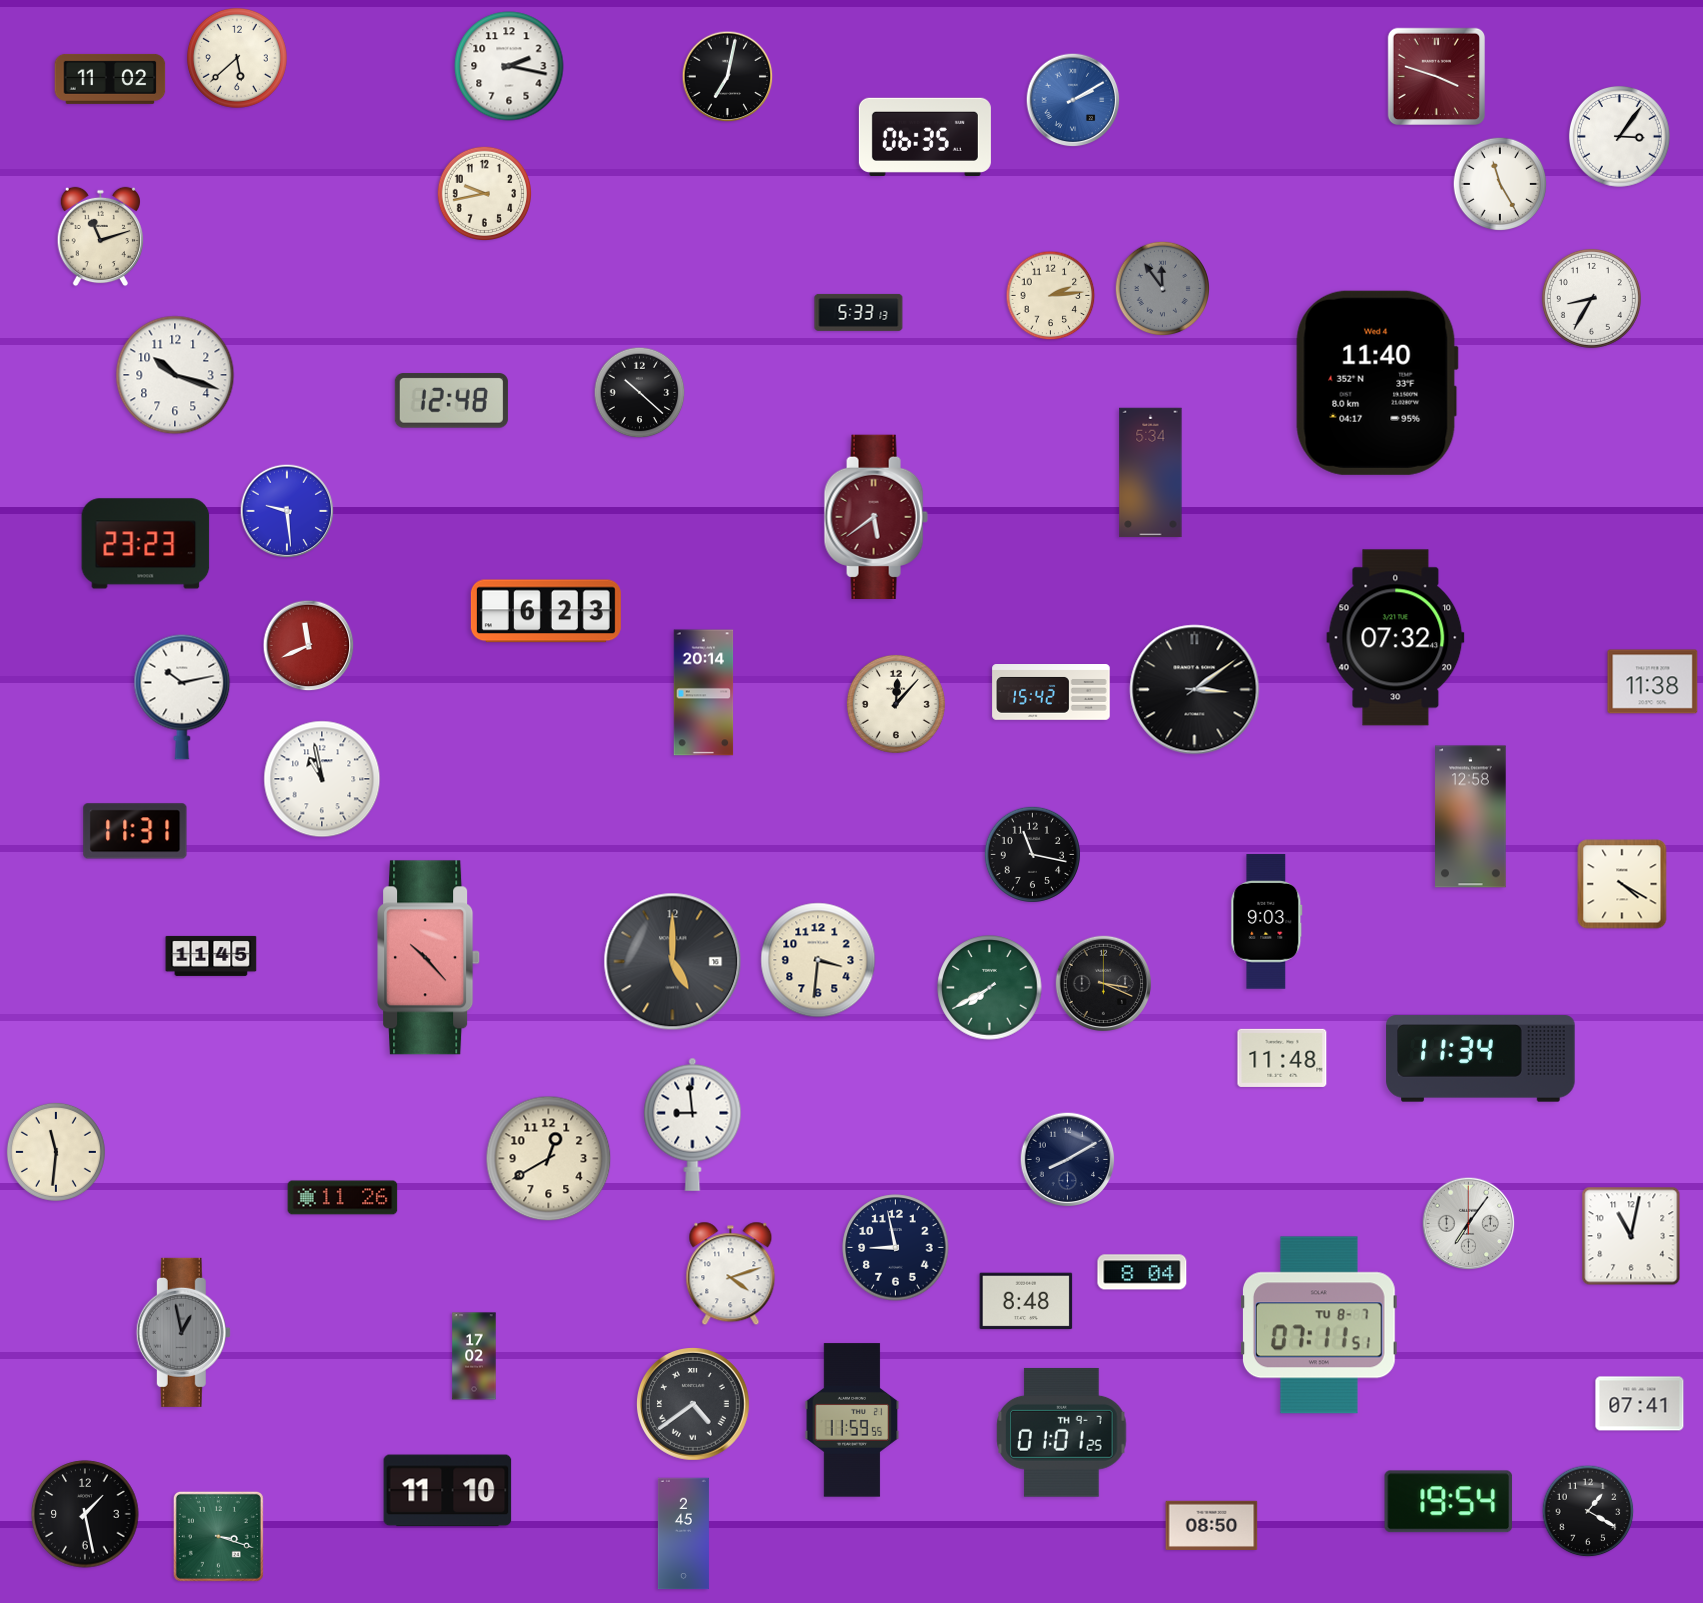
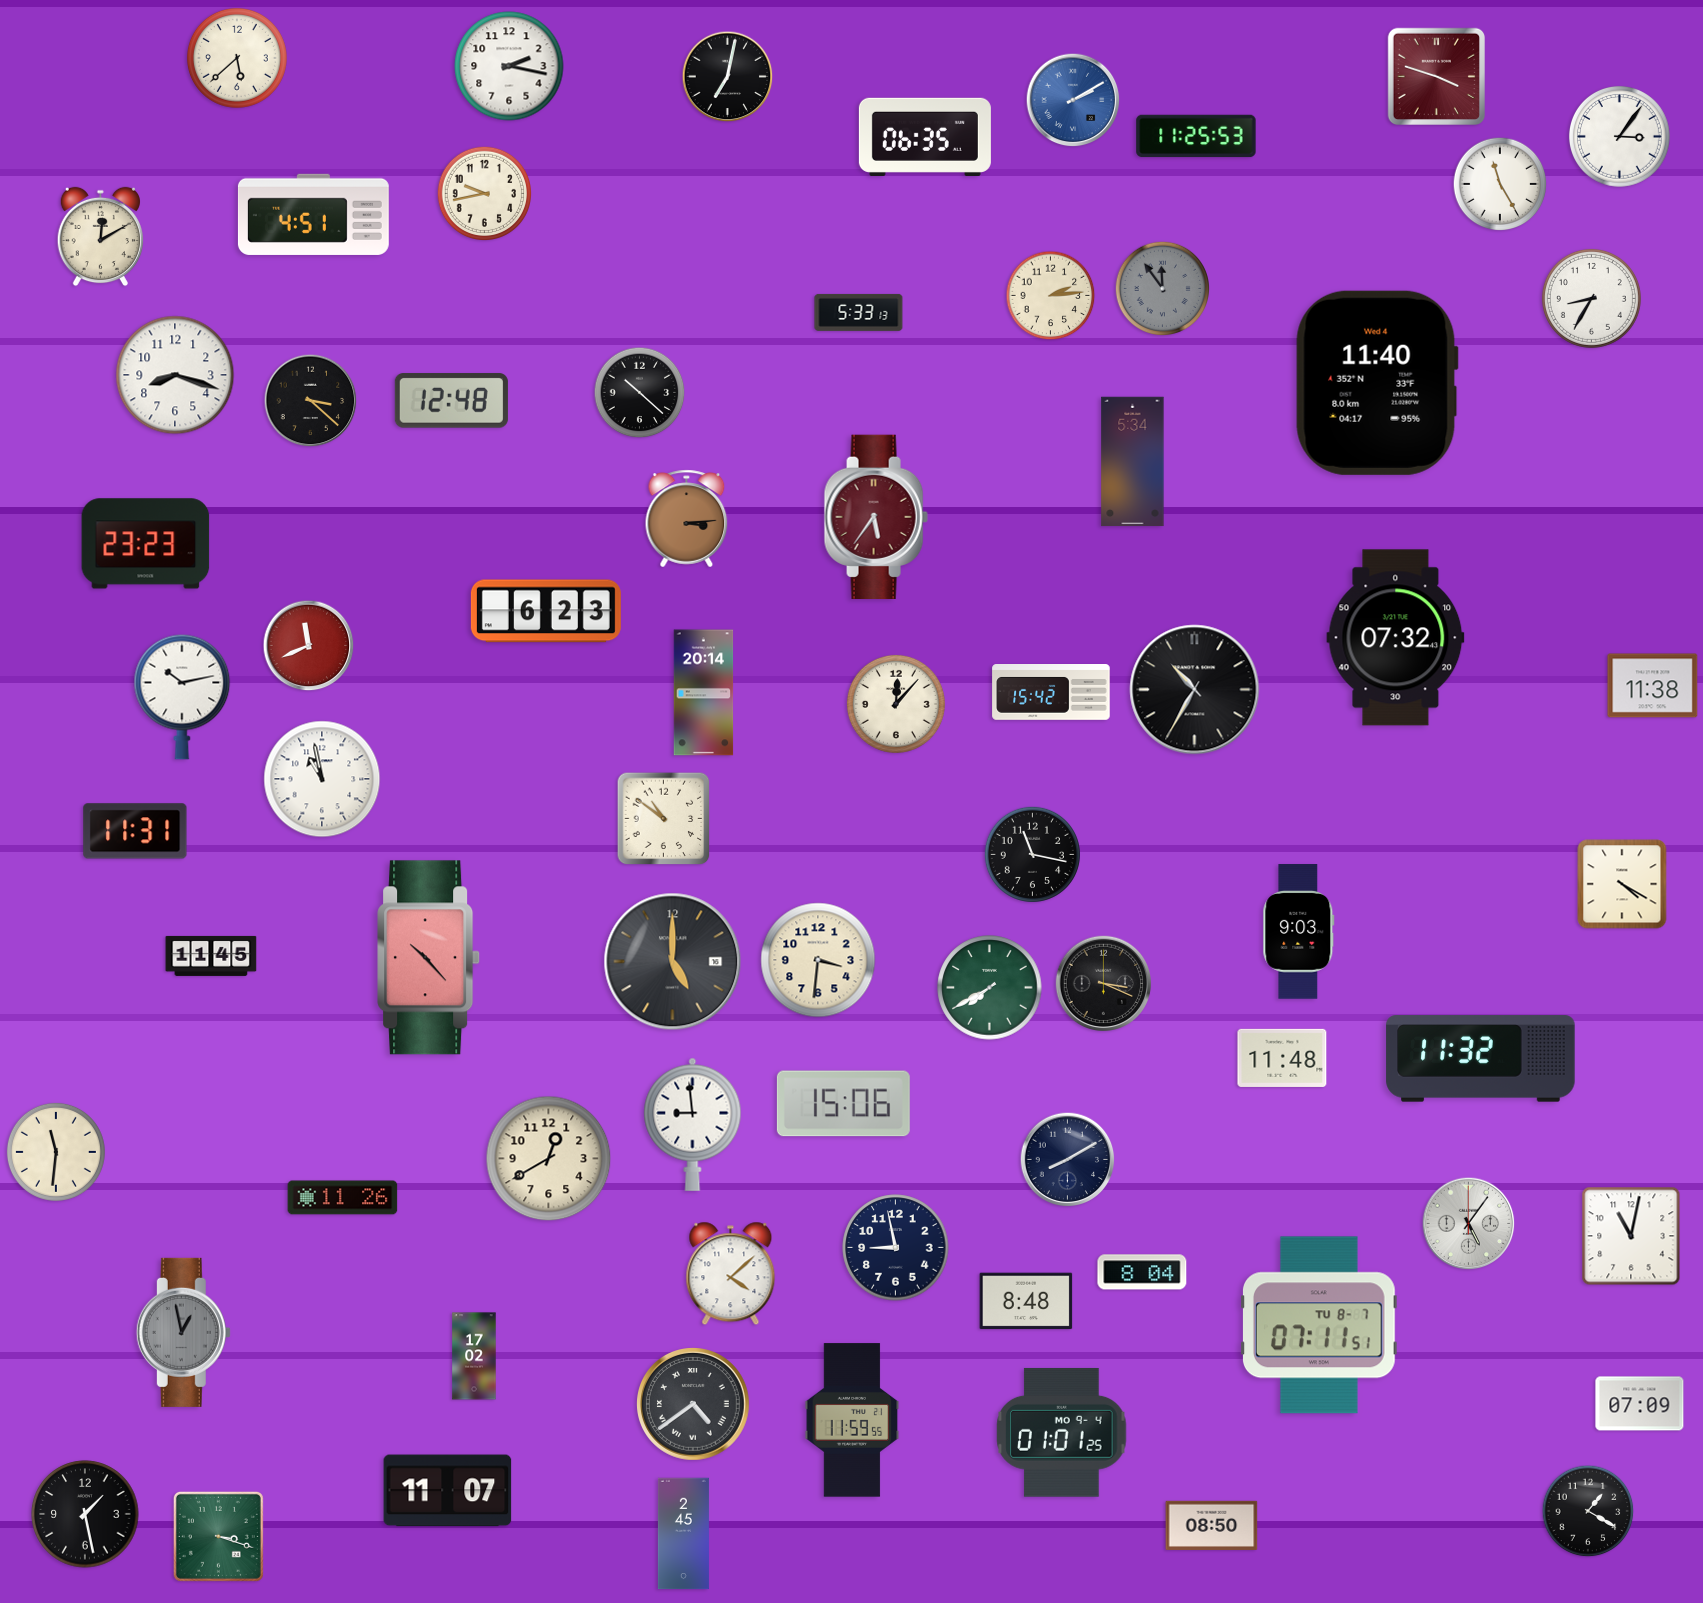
clock at (110, 79): 11:02 -> none
clock at (1196, 136): none -> 11:25
clock at (313, 214): none -> 4:51
clock at (100, 237): 11:12 -> 12:10
clock at (175, 375): 10:18 -> 8:18
clock at (311, 401): none -> 3:22
clock at (1151, 473) position: (1151, 473) -> (1133, 462)
clock at (287, 511): 9:29 -> none
clock at (876, 516): 5:39 -> 5:36
clock at (687, 519): none -> 3:14
clock at (1653, 682) position: (1653, 682) -> (1653, 686)
clock at (1195, 690): 3:09 -> 10:35
clock at (1471, 817): 12:58 -> none
clock at (664, 819): none -> 10:51
clock at (1267, 922) position: (1267, 922) -> (1299, 932)
clock at (1481, 1059): 11:34 -> 11:32
clock at (843, 1104): none -> 15:06
clock at (1469, 1224): 7:06 -> 5:06
clock at (731, 1274): 4:12 -> 4:08
clock at (1640, 1404): 07:41 -> 07:09
clock at (1062, 1432) date: TH 9-7 -> MO 9-4
clock at (448, 1491): 11:10 -> 11:07
clock at (1449, 1502): 19:54 -> none
